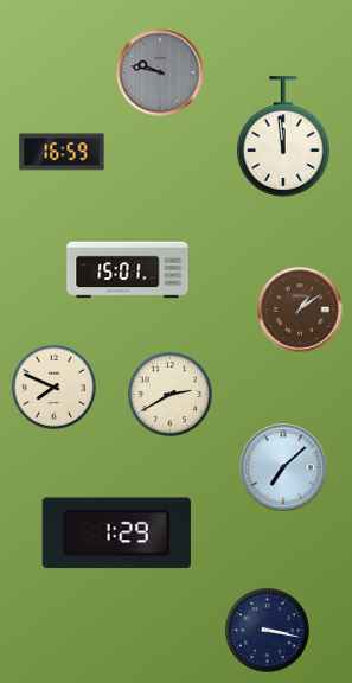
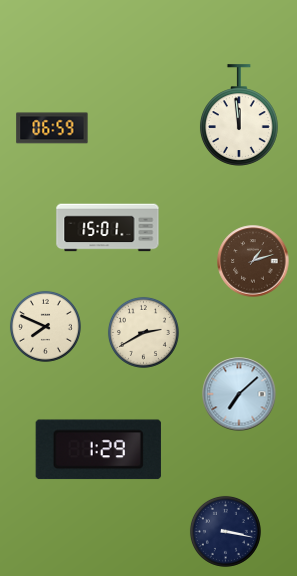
clock at (160, 72): 9:47 -> none
clock at (62, 152): 16:59 -> 06:59
clock at (300, 309): 1:09 -> 1:12
